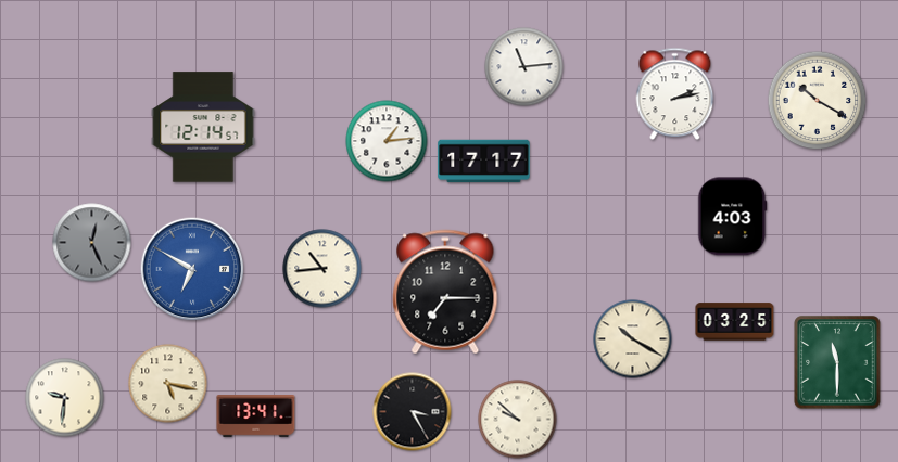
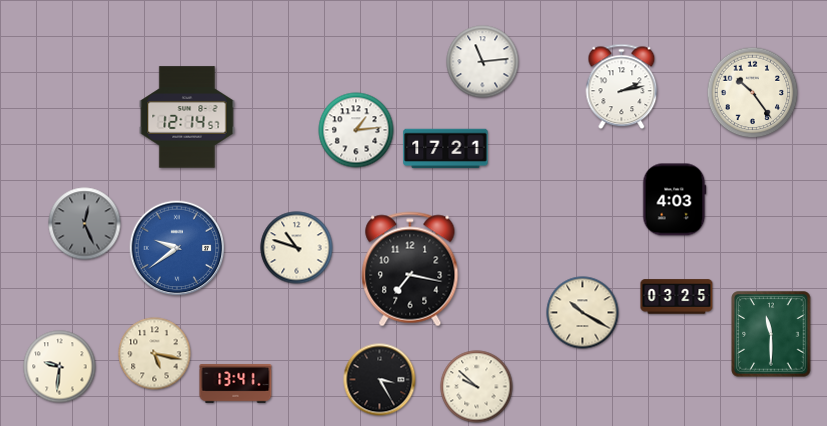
clock at (818, 101): 10:20 -> 10:24
clock at (484, 162): 17:17 -> 17:21
clock at (192, 269): 6:50 -> 9:39
clock at (322, 269): 10:44 -> 10:48
clock at (445, 292): 7:15 -> 7:17
